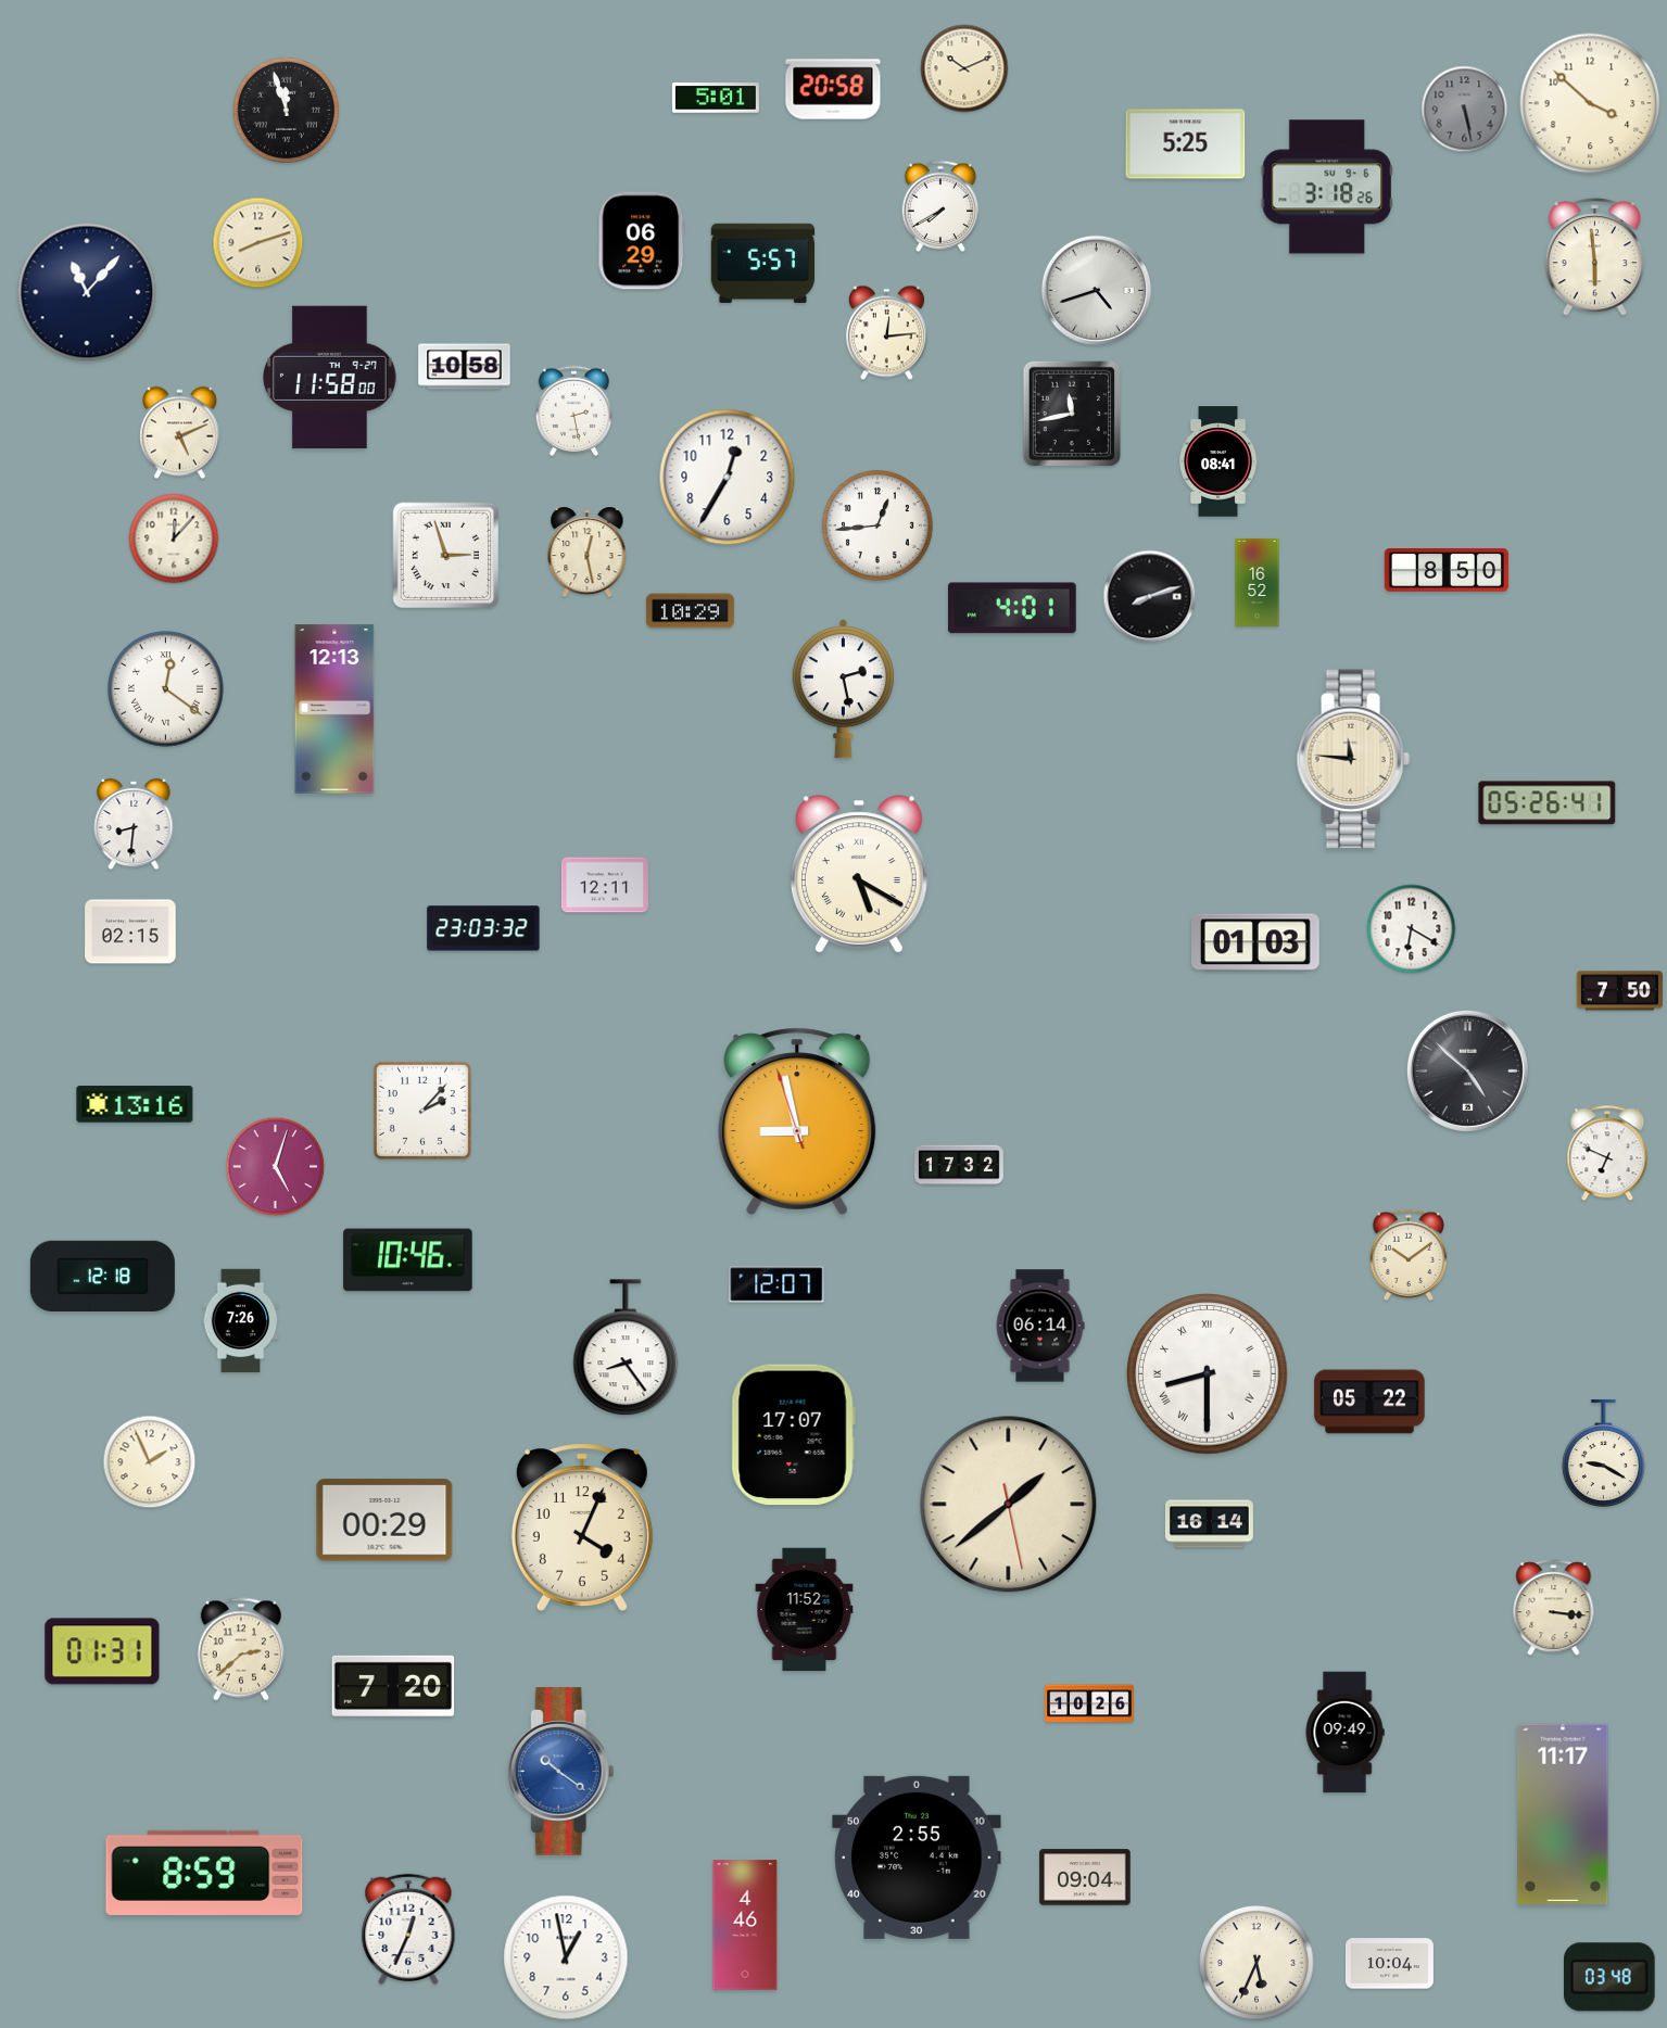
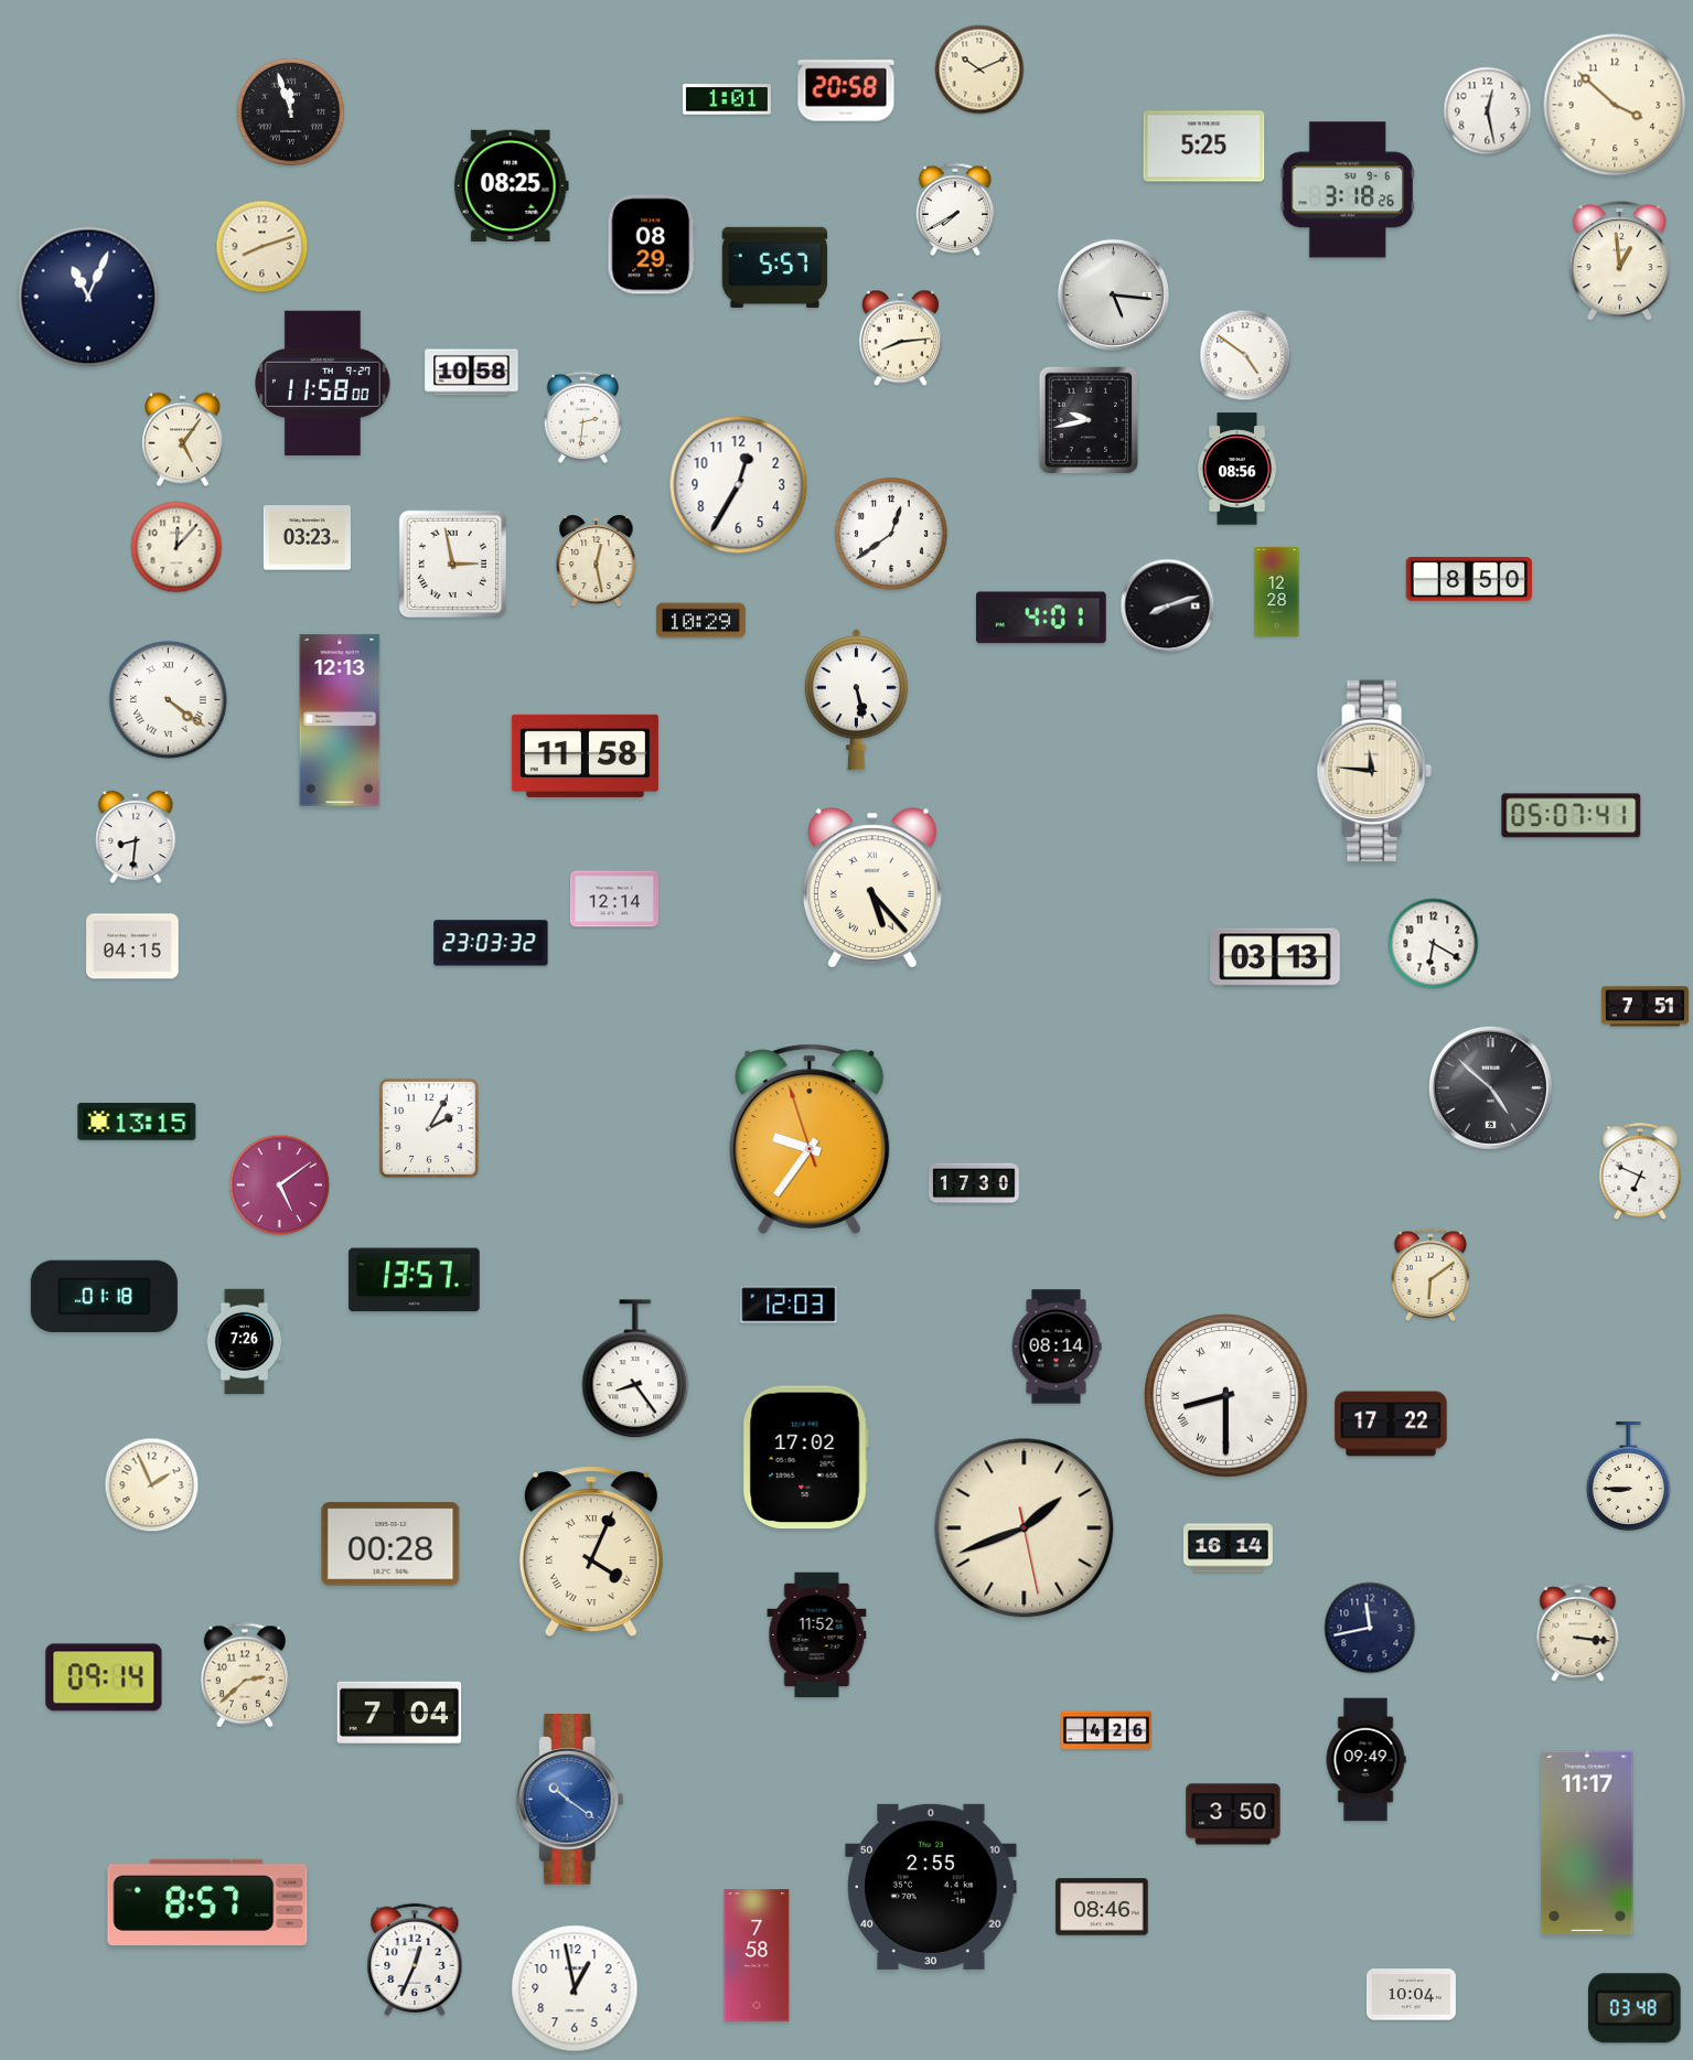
clock at (716, 98): 5:01 -> 1:01
clock at (1465, 110): 5:28 -> 12:28
clock at (1465, 110) dial: grey -> white
clock at (511, 185): none -> 08:25
clock at (642, 241): 06:29 -> 08:29
clock at (1594, 257): 5:59 -> 12:59
clock at (1096, 290): 4:42 -> 5:16
clock at (87, 292): 11:07 -> 11:04
clock at (886, 333): 12:14 -> 8:14
clock at (1245, 355): none -> 4:51
clock at (330, 377) position: (330, 377) -> (323, 383)
clock at (573, 410): 2:28 -> 2:31
clock at (1072, 414): 11:43 -> 9:43
clock at (180, 433): 5:11 -> 5:06
clock at (1220, 461): 08:41 -> 08:56
clock at (877, 525): 12:44 -> 12:39
clock at (307, 538): none -> 03:23
clock at (446, 556): 2:57 -> 2:58
clock at (1258, 583): 16:52 -> 12:28
clock at (1012, 608) position: (1012, 608) -> (1041, 618)
clock at (166, 689): 12:21 -> 4:21
clock at (843, 689): 2:28 -> 5:28
clock at (585, 755): none -> 11:58
clock at (1548, 803): 05:26 -> 05:07
clock at (859, 874): 5:20 -> 5:23
clock at (605, 885): 12:11 -> 12:14
clock at (130, 931): 02:15 -> 04:15
clock at (1256, 942): 01:03 -> 03:13
clock at (1619, 991): 7:50 -> 7:51
clock at (135, 1104): 13:16 -> 13:15
clock at (422, 1111): 2:07 -> 2:05
clock at (797, 1121): 8:57 -> 9:35
clock at (1607, 1154) position: (1607, 1154) -> (1640, 1172)
clock at (959, 1165): 17:32 -> 17:30
clock at (276, 1167): 5:03 -> 5:09
clock at (1409, 1255): 10:09 -> 6:09
clock at (408, 1260): 10:46 -> 13:57
clock at (102, 1276): 12:18 -> 01:18
clock at (776, 1284): 12:07 -> 12:03
clock at (1040, 1326): 06:14 -> 08:14
clock at (1369, 1402): 05:22 -> 17:22
clock at (793, 1435): 17:07 -> 17:02
clock at (1603, 1453): 9:20 -> 8:45
clock at (1009, 1505): 1:38 -> 1:41
clock at (384, 1520): 00:29 -> 00:28
clock at (582, 1528) numerals: Arabic -> Roman
clock at (1370, 1628): none -> 11:43
clock at (102, 1651): 01:31 -> 09:14
clock at (393, 1686): 7:20 -> 7:04
clock at (1089, 1703): 10:26 -> 4:26
clock at (1233, 1814): none -> 3:50
clock at (204, 1873): 8:59 -> 8:57
clock at (1085, 1877): 09:04 -> 08:46
clock at (745, 1925): 4:46 -> 7:58
clock at (1256, 1963): 5:34 -> none
